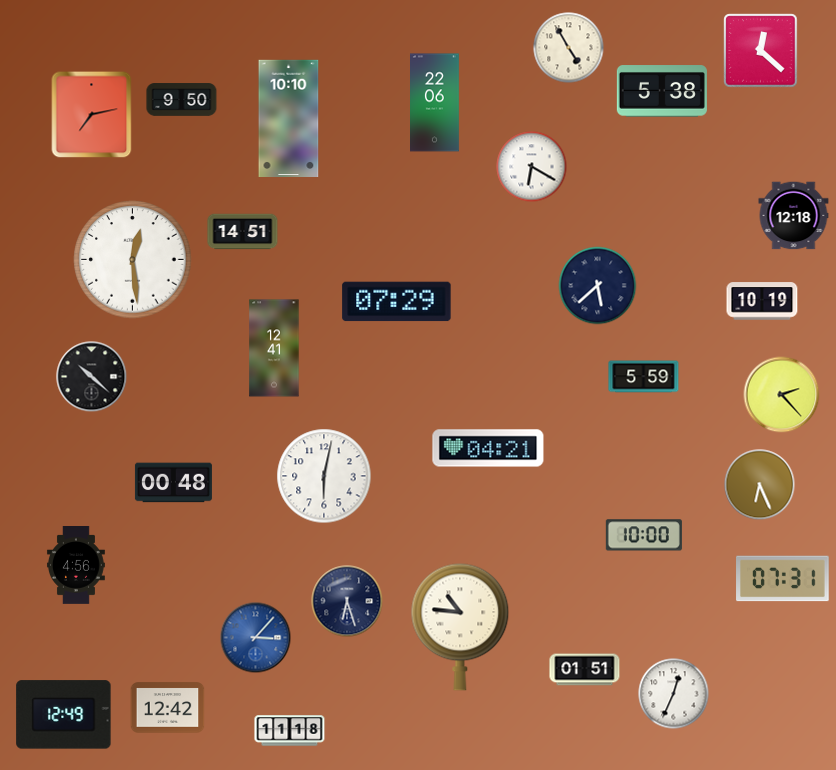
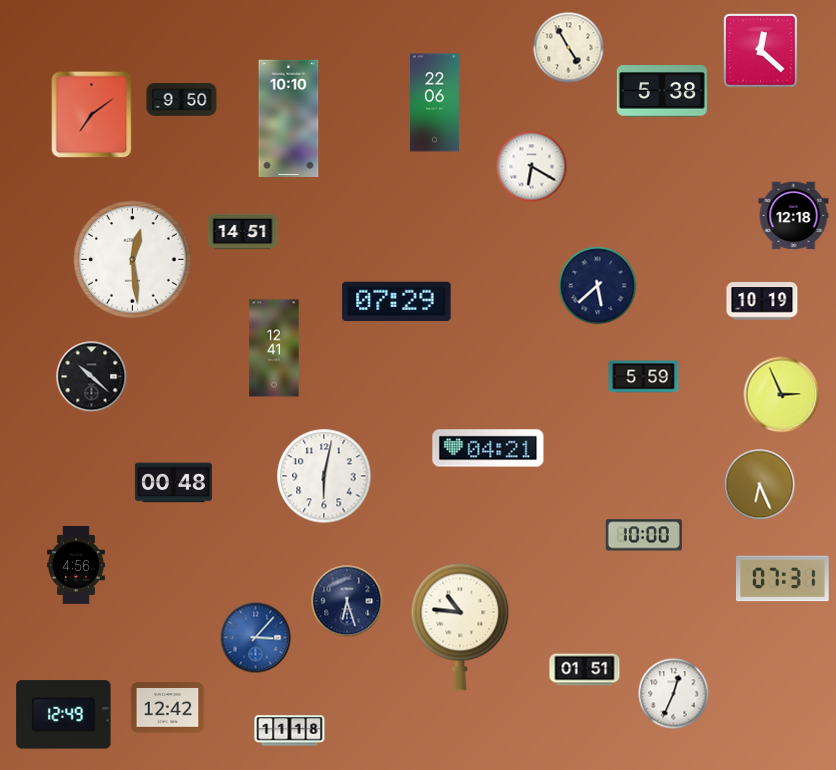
clock at (92, 115): 7:13 -> 7:09
clock at (782, 395): 2:23 -> 2:56
